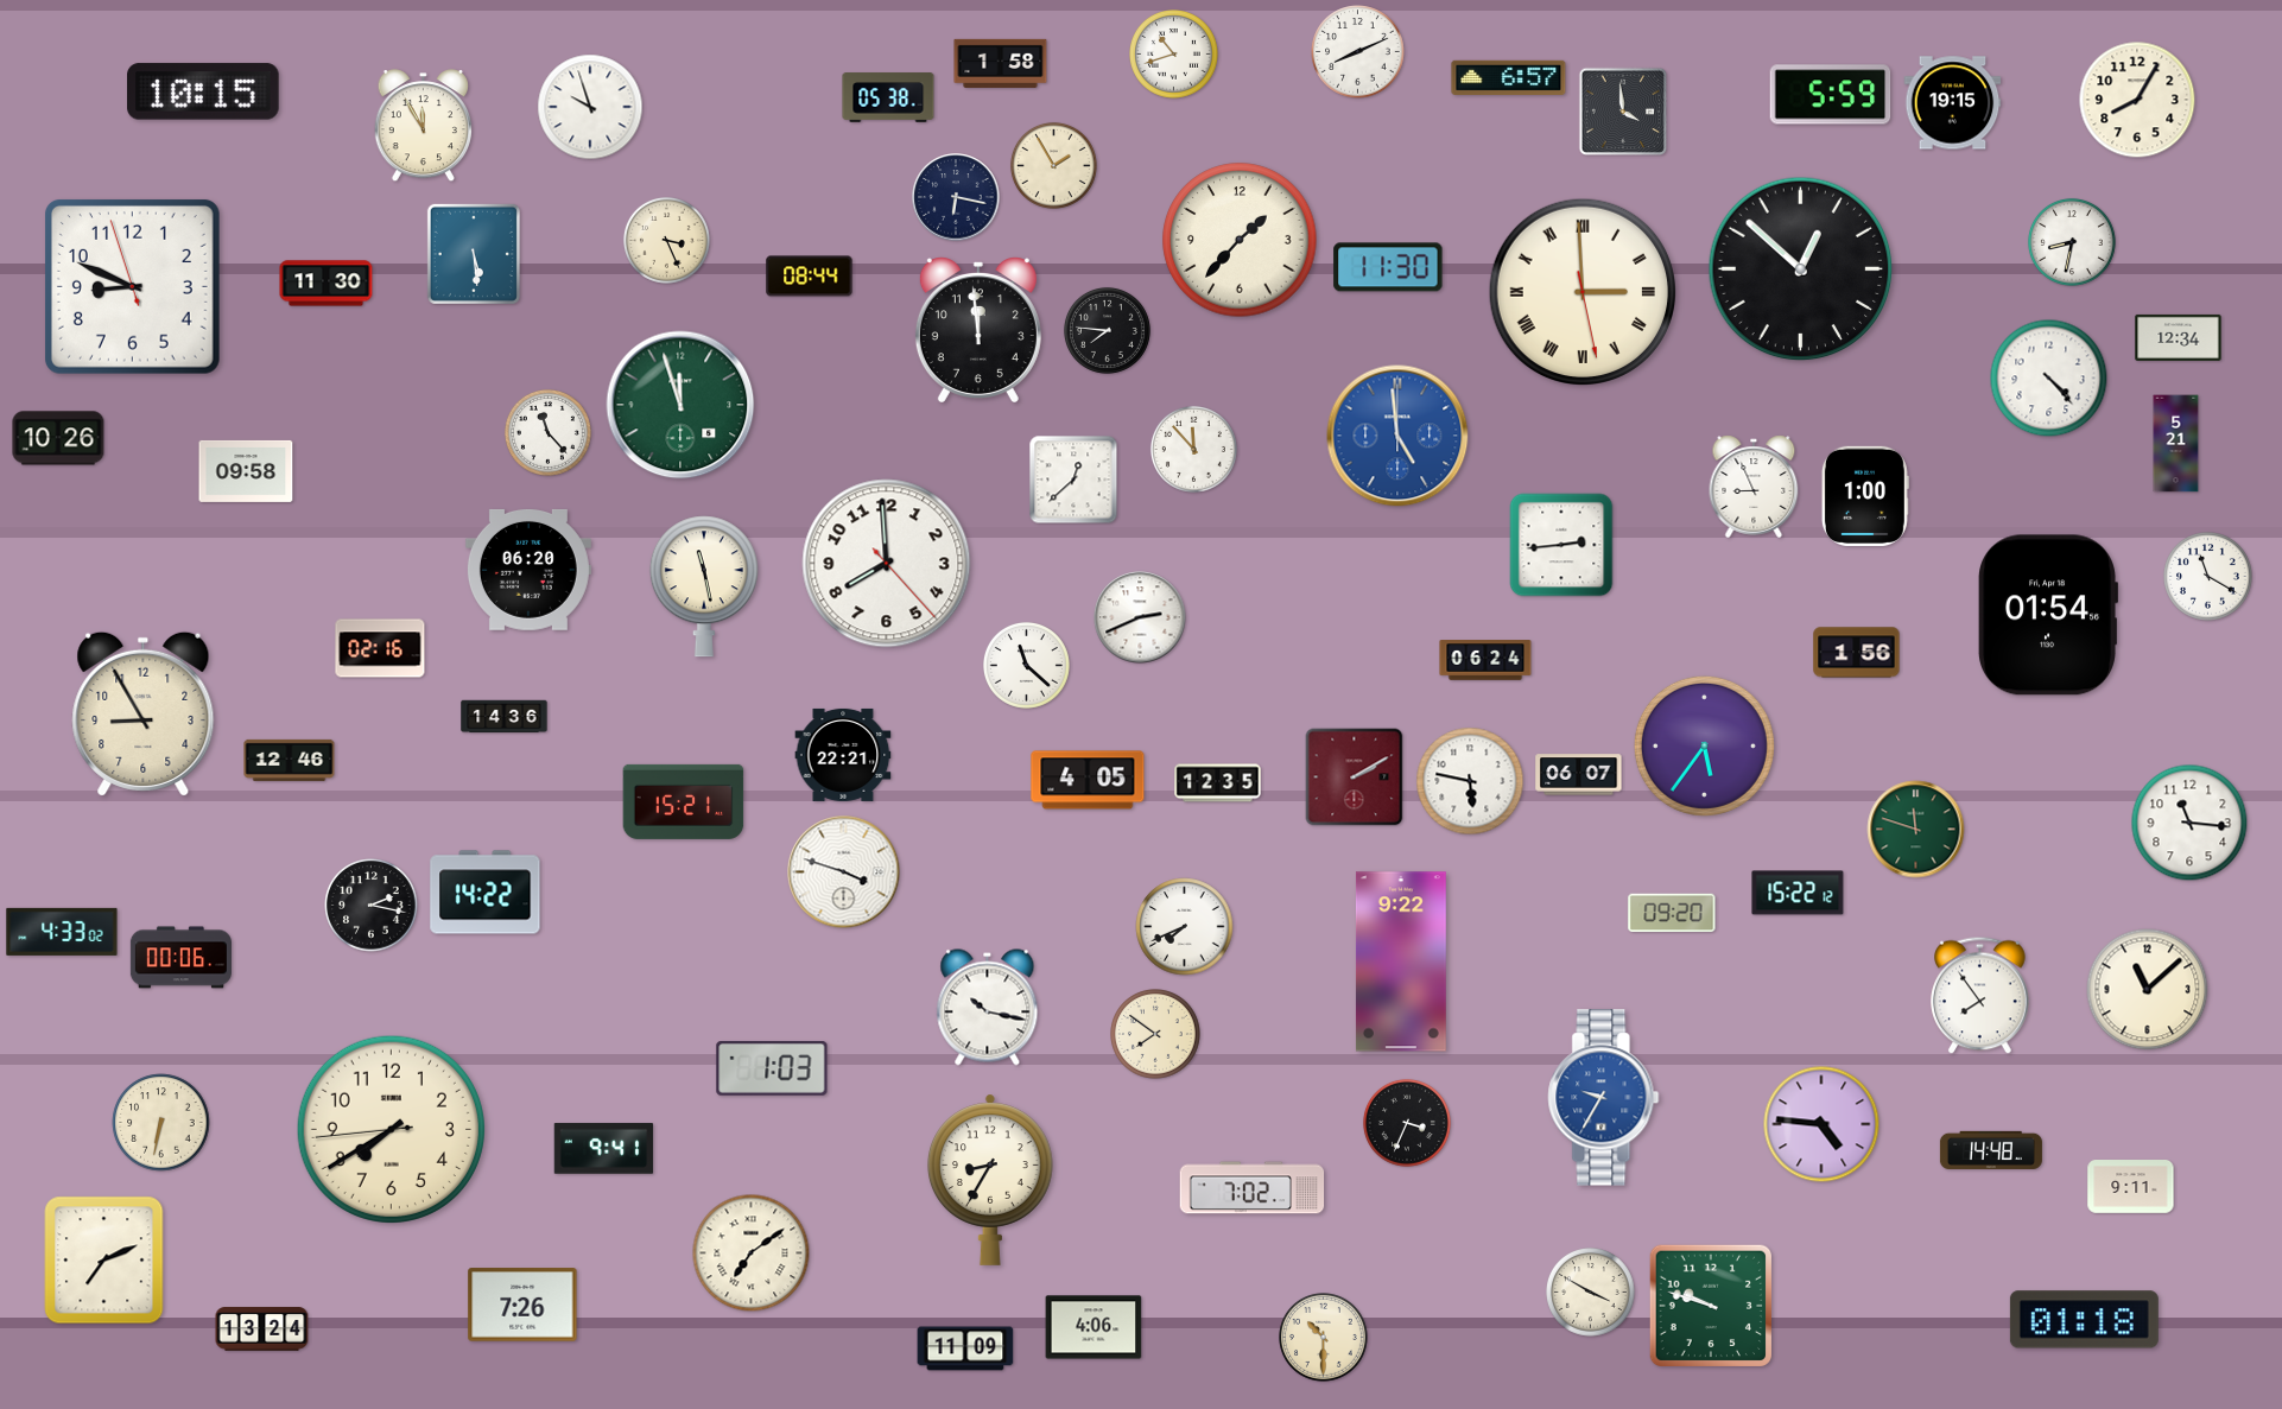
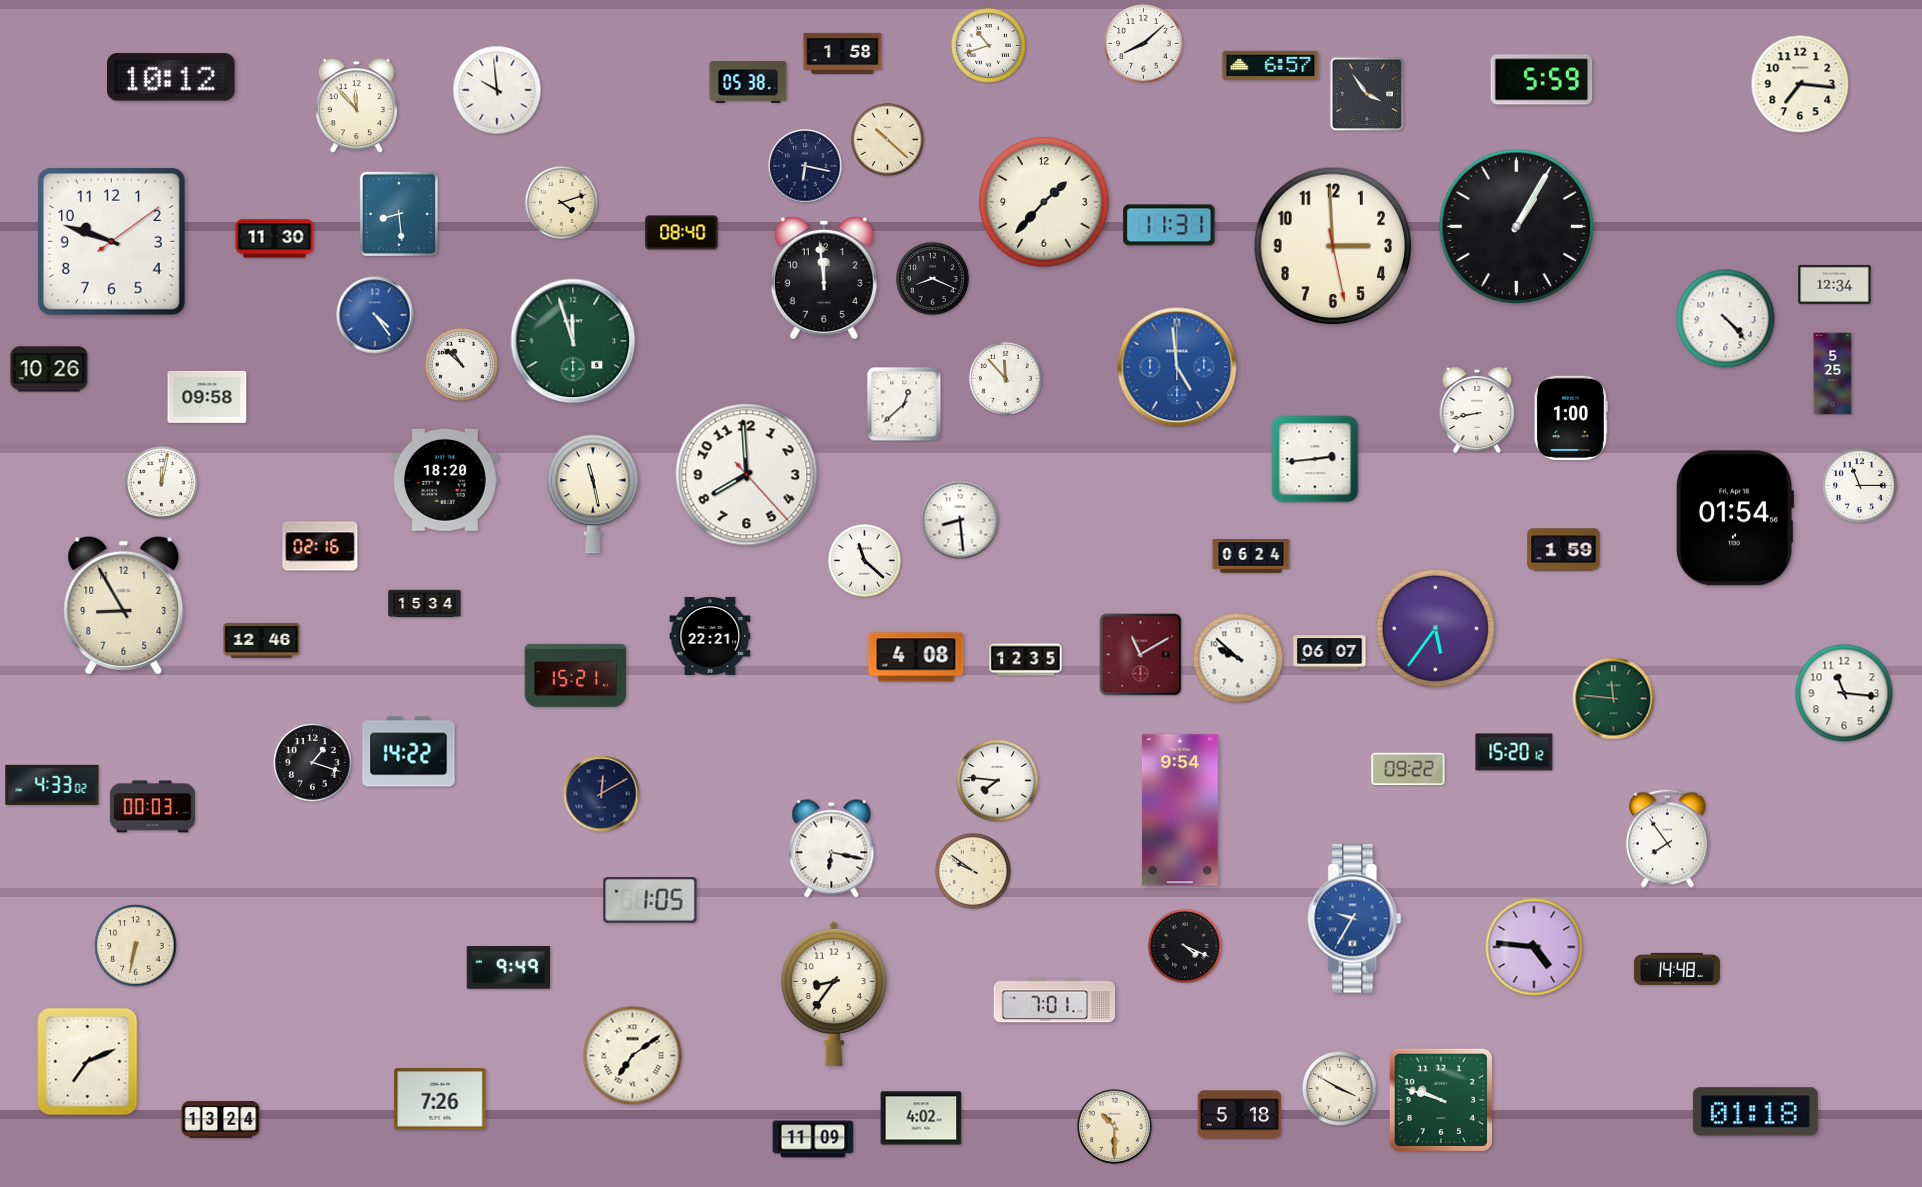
clock at (1358, 52): 8:11 -> 8:08
clock at (204, 91): 10:15 -> 10:12
clock at (2137, 100): 8:05 -> 7:16
clock at (1953, 103): 19:15 -> none
clock at (590, 107): 9:57 -> 9:59
clock at (1623, 112): 3:59 -> 3:54
clock at (423, 126): 11:55 -> 11:53
clock at (1053, 165): 1:55 -> 10:22
clock at (666, 240): 3:26 -> 4:12
clock at (2072, 242): 8:32 -> none
clock at (474, 254): 5:29 -> 8:29
clock at (1388, 267): 11:30 -> 11:31
clock at (1801, 269): 12:52 -> 1:05
clock at (810, 277): 08:44 -> 08:40
clock at (132, 286): 8:48 -> 9:48
clock at (1581, 291) numerals: Roman -> Arabic
clock at (1107, 330): 7:46 -> 8:19
clock at (375, 315): none -> 4:24
clock at (547, 432): 11:23 -> 10:52
clock at (2176, 444): 5:21 -> 5:25
clock at (1754, 487): 8:56 -> 8:43
clock at (528, 570): 06:20 -> 18:20
clock at (161, 482): none -> 12:02
clock at (2208, 577): 11:20 -> 11:15
clock at (2047, 615) position: (2047, 615) -> (1734, 518)
clock at (1140, 617): 2:41 -> 8:29
clock at (1857, 653): 1:56 -> 1:59
clock at (144, 713) position: (144, 713) -> (124, 605)
clock at (505, 717): 14:36 -> 15:34
clock at (290, 760) position: (290, 760) -> (262, 640)
clock at (1355, 778): 2:10 -> 11:10
clock at (1088, 780): 4:05 -> 4:08
clock at (1470, 781): 5:47 -> 9:52
clock at (1916, 830): 11:48 -> 11:46
clock at (844, 872): 3:48 -> none
clock at (1798, 893): 15:22 -> 15:20
clock at (372, 906): 2:17 -> 1:18
clock at (1672, 913): 09:20 -> 09:22
clock at (1185, 927): 7:41 -> 7:46
clock at (602, 794): none -> 12:10
clock at (180, 958): 00:06 -> 00:03
clock at (1401, 961): 9:22 -> 9:54
clock at (2148, 990): 11:08 -> none
clock at (988, 1008): 10:17 -> 6:17
clock at (1156, 1035): 7:51 -> 9:51
clock at (772, 1070): 1:03 -> 1:05
clock at (1604, 1098) position: (1604, 1098) -> (1355, 919)
clock at (1407, 1123): 3:34 -> 4:19
clock at (391, 1129): 7:39 -> none
clock at (604, 1149): 9:41 -> 9:49
clock at (991, 1180): 8:35 -> 8:36
clock at (2131, 1187): 9:11 -> none
clock at (1253, 1188): 7:02 -> 7:01
clock at (1240, 1115): none -> 5:18
clock at (1094, 1327): 4:06 -> 4:02
clock at (965, 1348) position: (965, 1348) -> (813, 1139)
